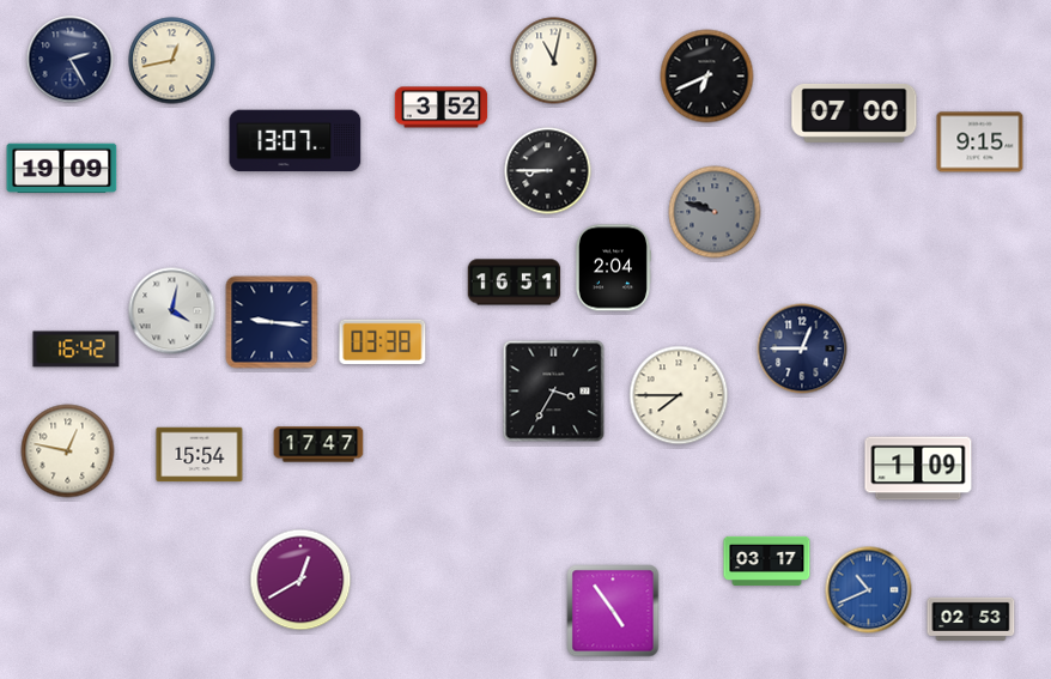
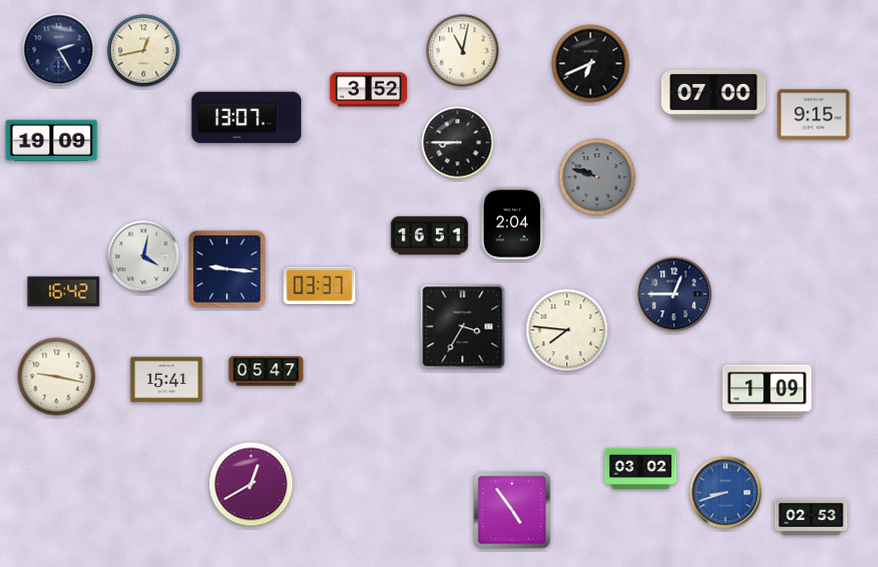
clock at (980, 143) position: (980, 143) -> (814, 115)
clock at (172, 311) position: (172, 311) -> (144, 257)
clock at (383, 342): 03:38 -> 03:37
clock at (802, 348) position: (802, 348) -> (674, 294)
clock at (679, 395): 7:45 -> 7:46
clock at (318, 444): 17:47 -> 05:47
clock at (68, 451): 12:47 -> 9:17
clock at (200, 455): 15:54 -> 15:41
clock at (767, 560): 03:17 -> 03:02
clock at (869, 590): 10:41 -> 8:42
